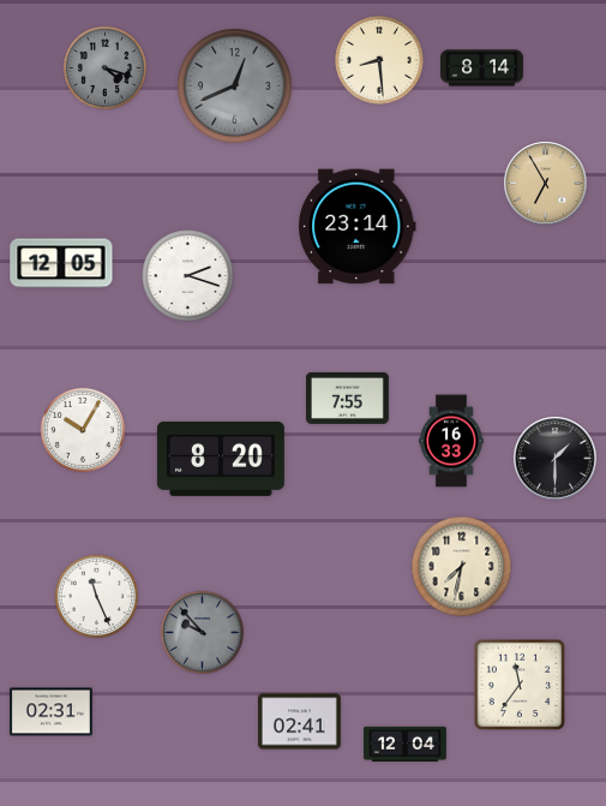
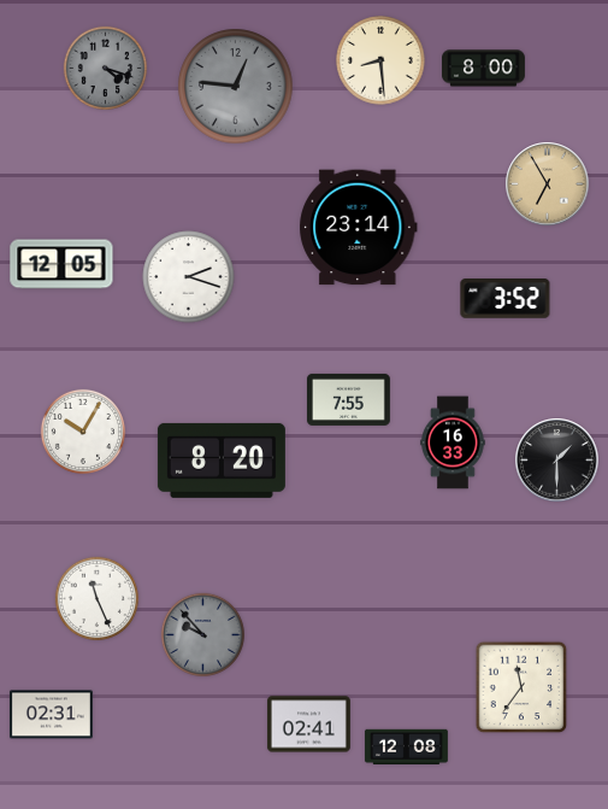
clock at (482, 68): 8:14 -> 8:00
clock at (235, 86): 12:41 -> 12:46
clock at (506, 299): none -> 3:52
clock at (462, 567): 7:32 -> none
clock at (299, 722) position: (299, 722) -> (308, 725)
clock at (404, 744): 12:04 -> 12:08
